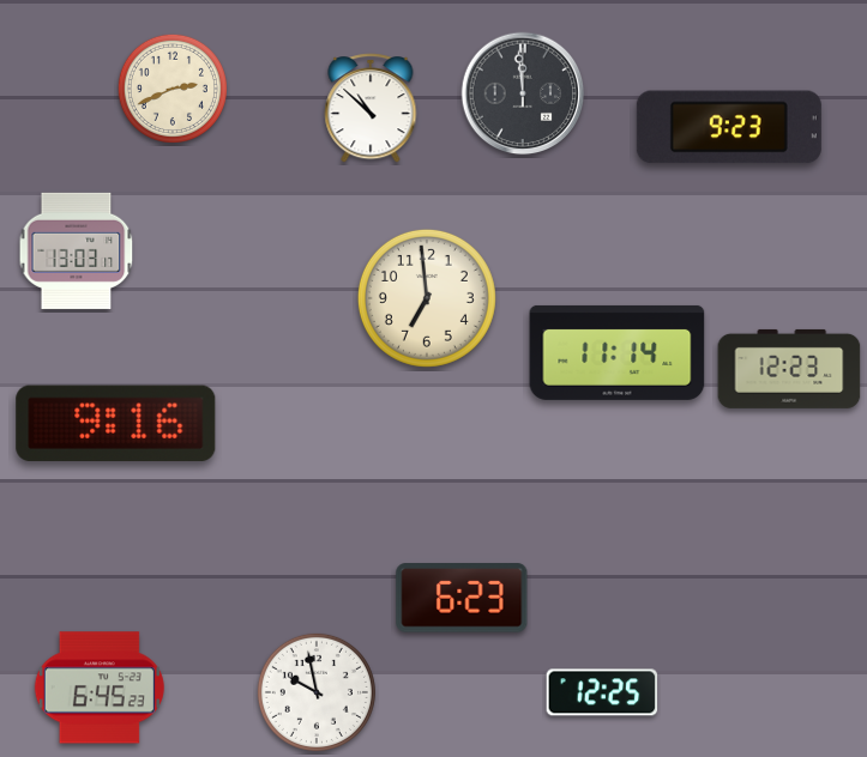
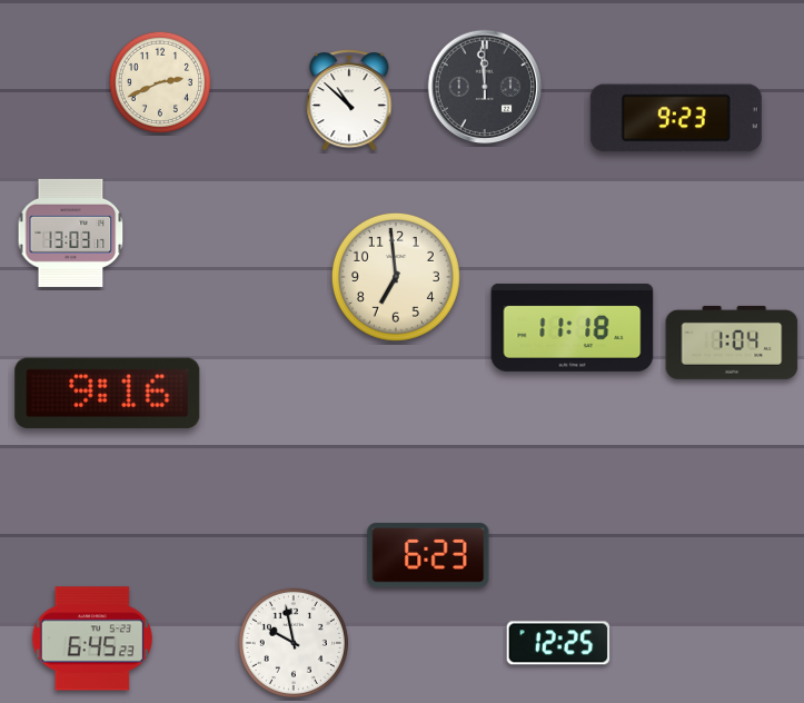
clock at (371, 108) position: (371, 108) -> (349, 100)
clock at (618, 352): 11:14 -> 11:18
clock at (789, 369): 12:23 -> 1:04
